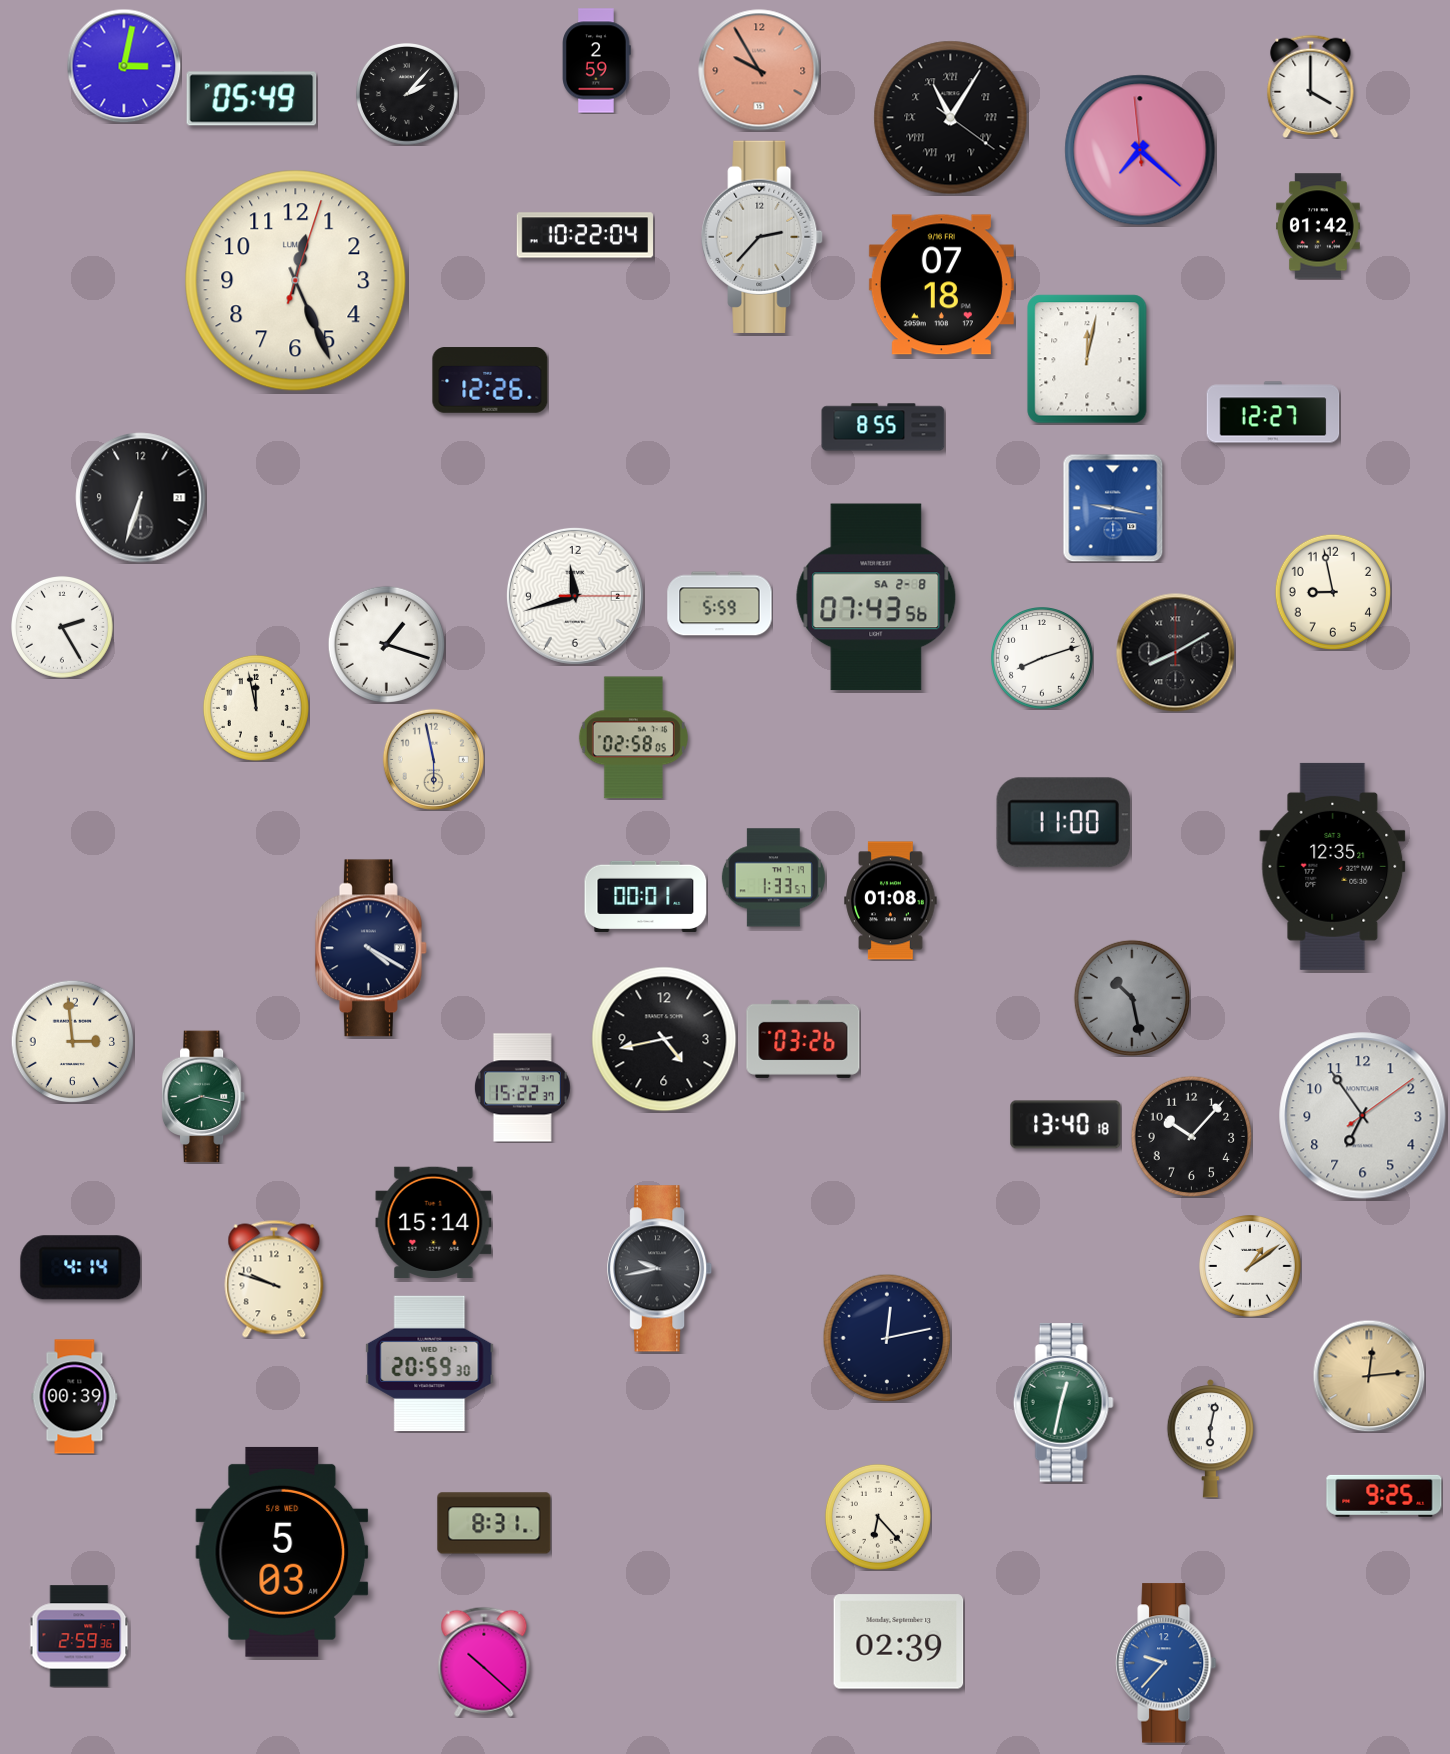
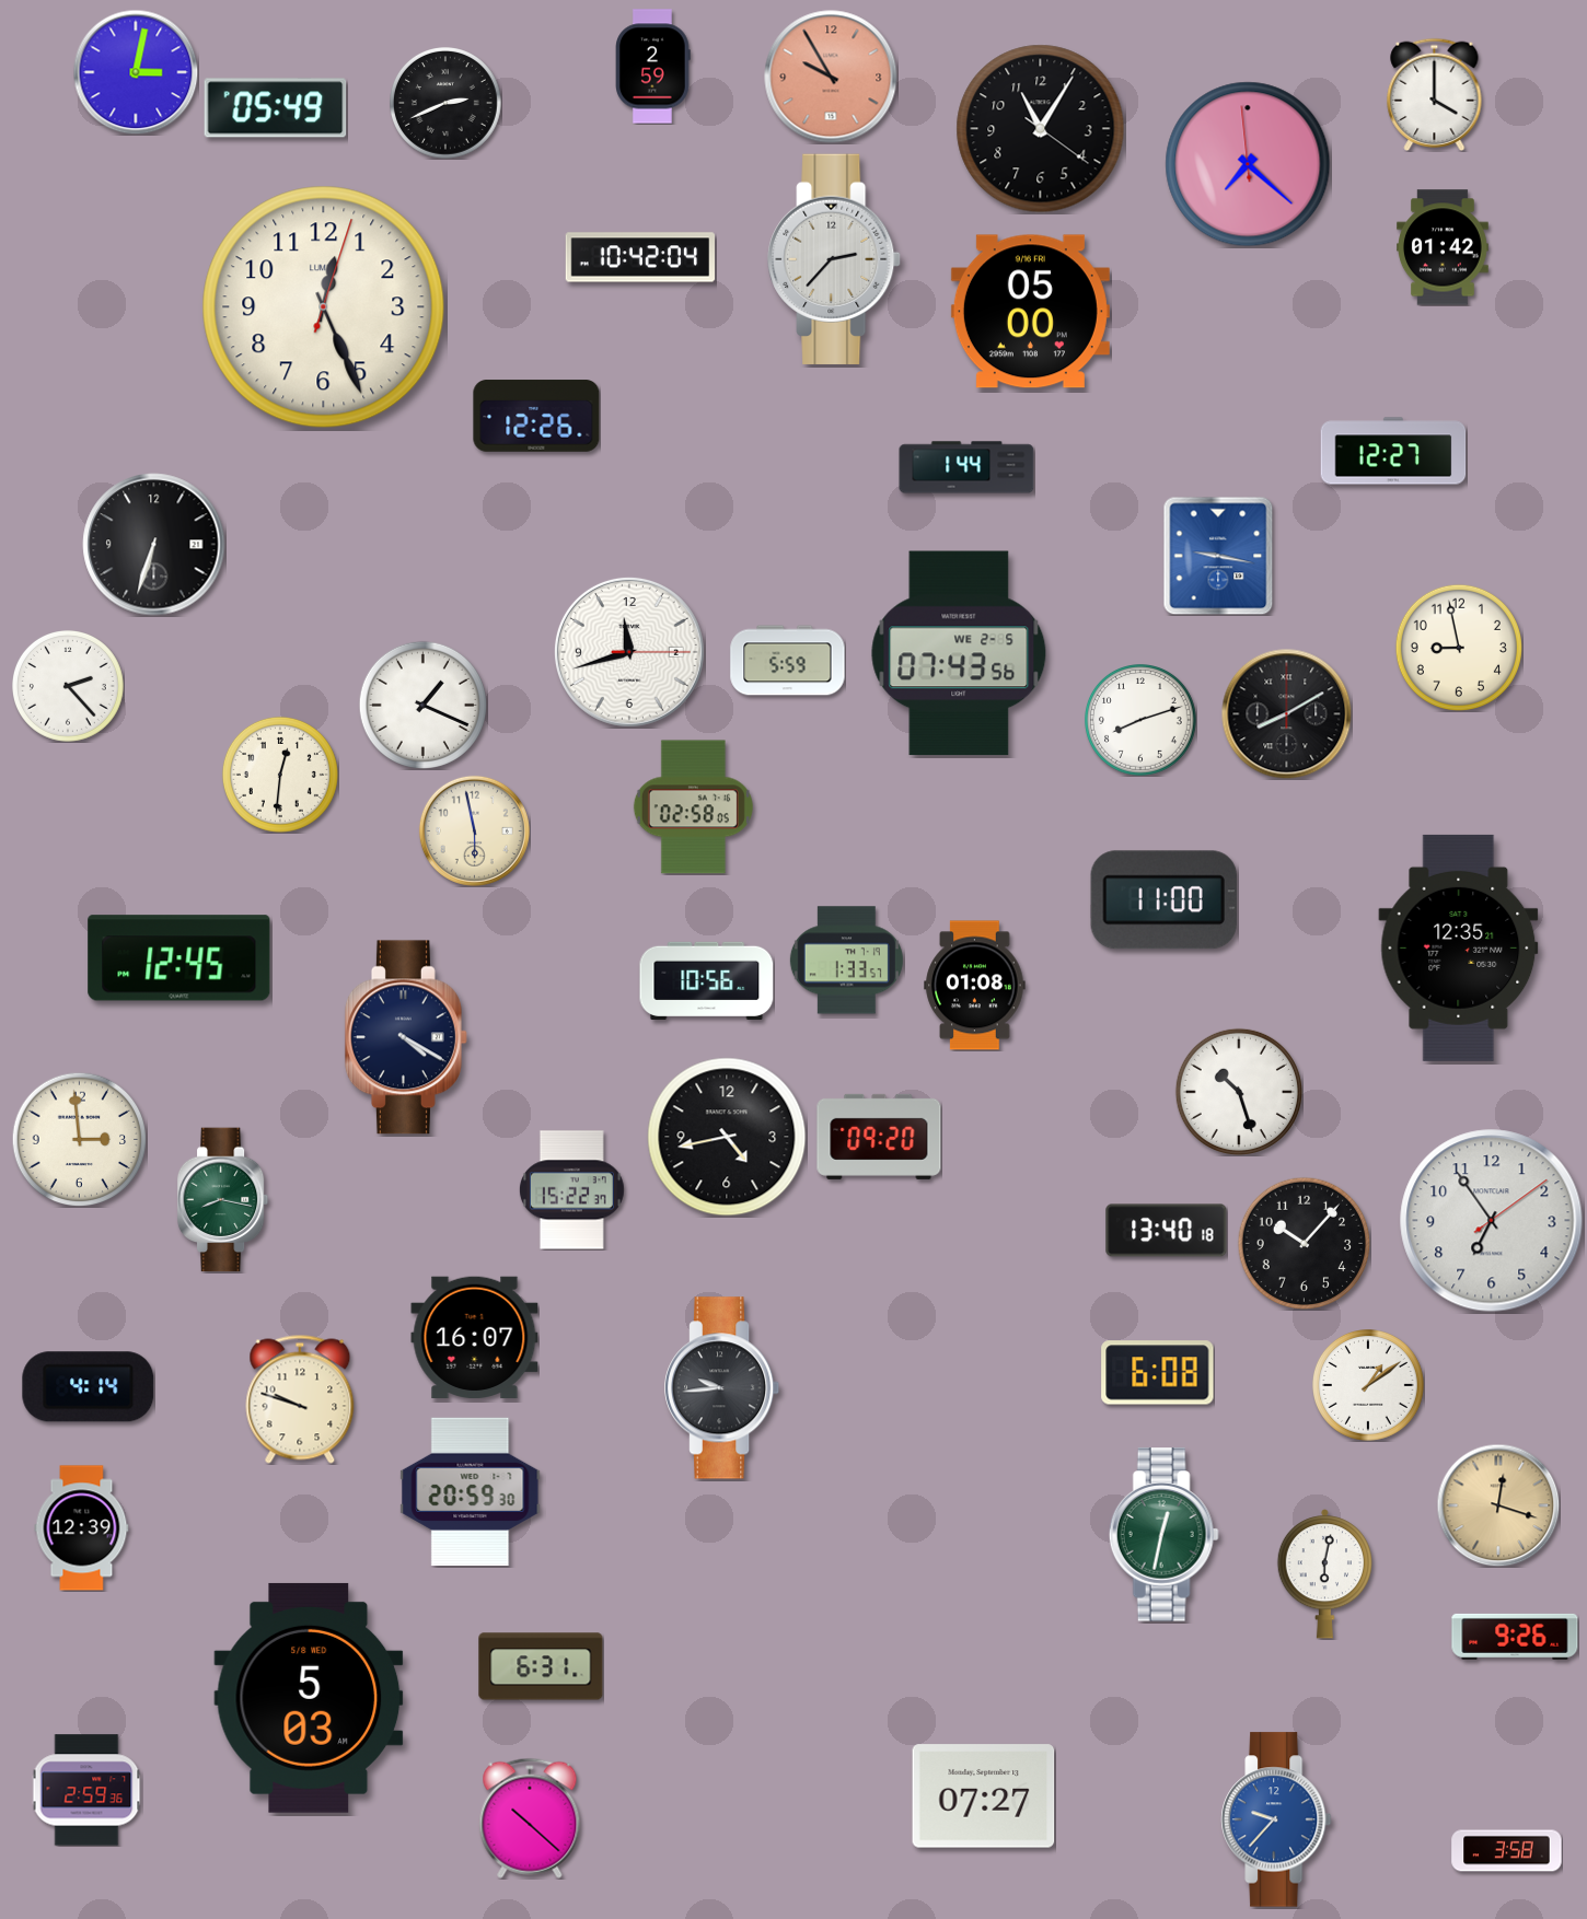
clock at (408, 95): 2:07 -> 2:41
clock at (951, 118) numerals: Roman -> Arabic
clock at (585, 235): 10:22 -> 10:42
clock at (941, 285): 07:18 -> 05:00
clock at (1087, 359): 12:02 -> none
clock at (883, 427): 8:55 -> 1:44
clock at (876, 597) date: SA 2-8 -> WE 2-5
clock at (63, 628): 2:25 -> 2:23
clock at (386, 644): 1:18 -> 1:19
clock at (256, 708): 11:58 -> 12:31
clock at (179, 958): none -> 12:45
clock at (646, 896): 00:01 -> 10:56
clock at (1132, 998): 10:28 -> 10:27
clock at (1132, 998) dial: grey -> white
clock at (803, 1039): 03:26 -> 09:20
clock at (434, 1222): 15:14 -> 16:07
clock at (1158, 1373): none -> 6:08
clock at (661, 1269): 9:43 -> 9:44
clock at (887, 1338): 12:13 -> none
clock at (1369, 1376): 12:14 -> 12:18
clock at (75, 1397): 00:39 -> 12:39
clock at (1384, 1496): 9:25 -> 9:26
clock at (878, 1517): 6:23 -> none
clock at (494, 1523): 8:31 -> 6:31
clock at (899, 1642): 02:39 -> 07:27
clock at (1507, 1851): none -> 3:58
